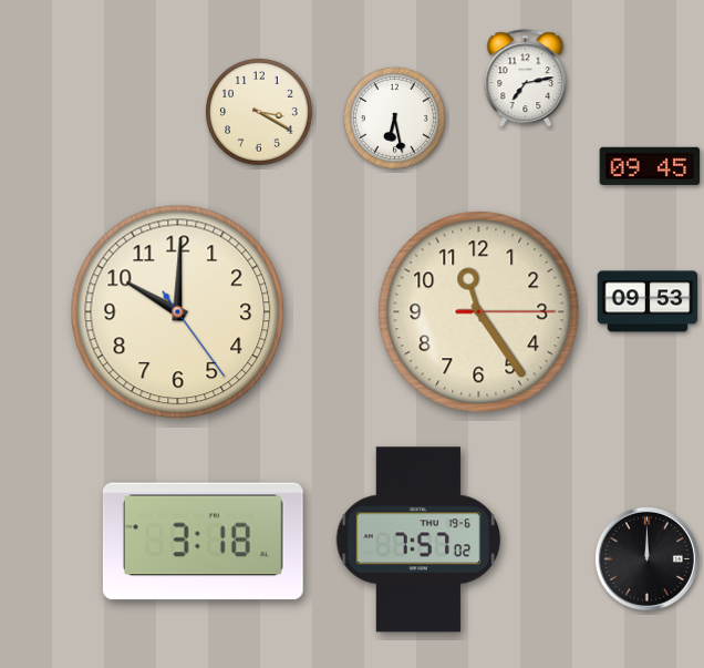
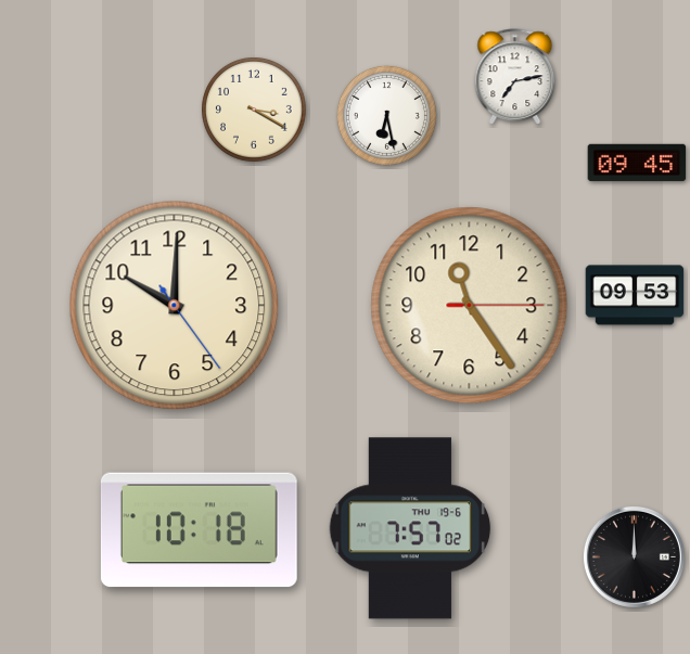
clock at (203, 542): 3:18 -> 10:18
clock at (646, 558) position: (646, 558) -> (634, 556)
